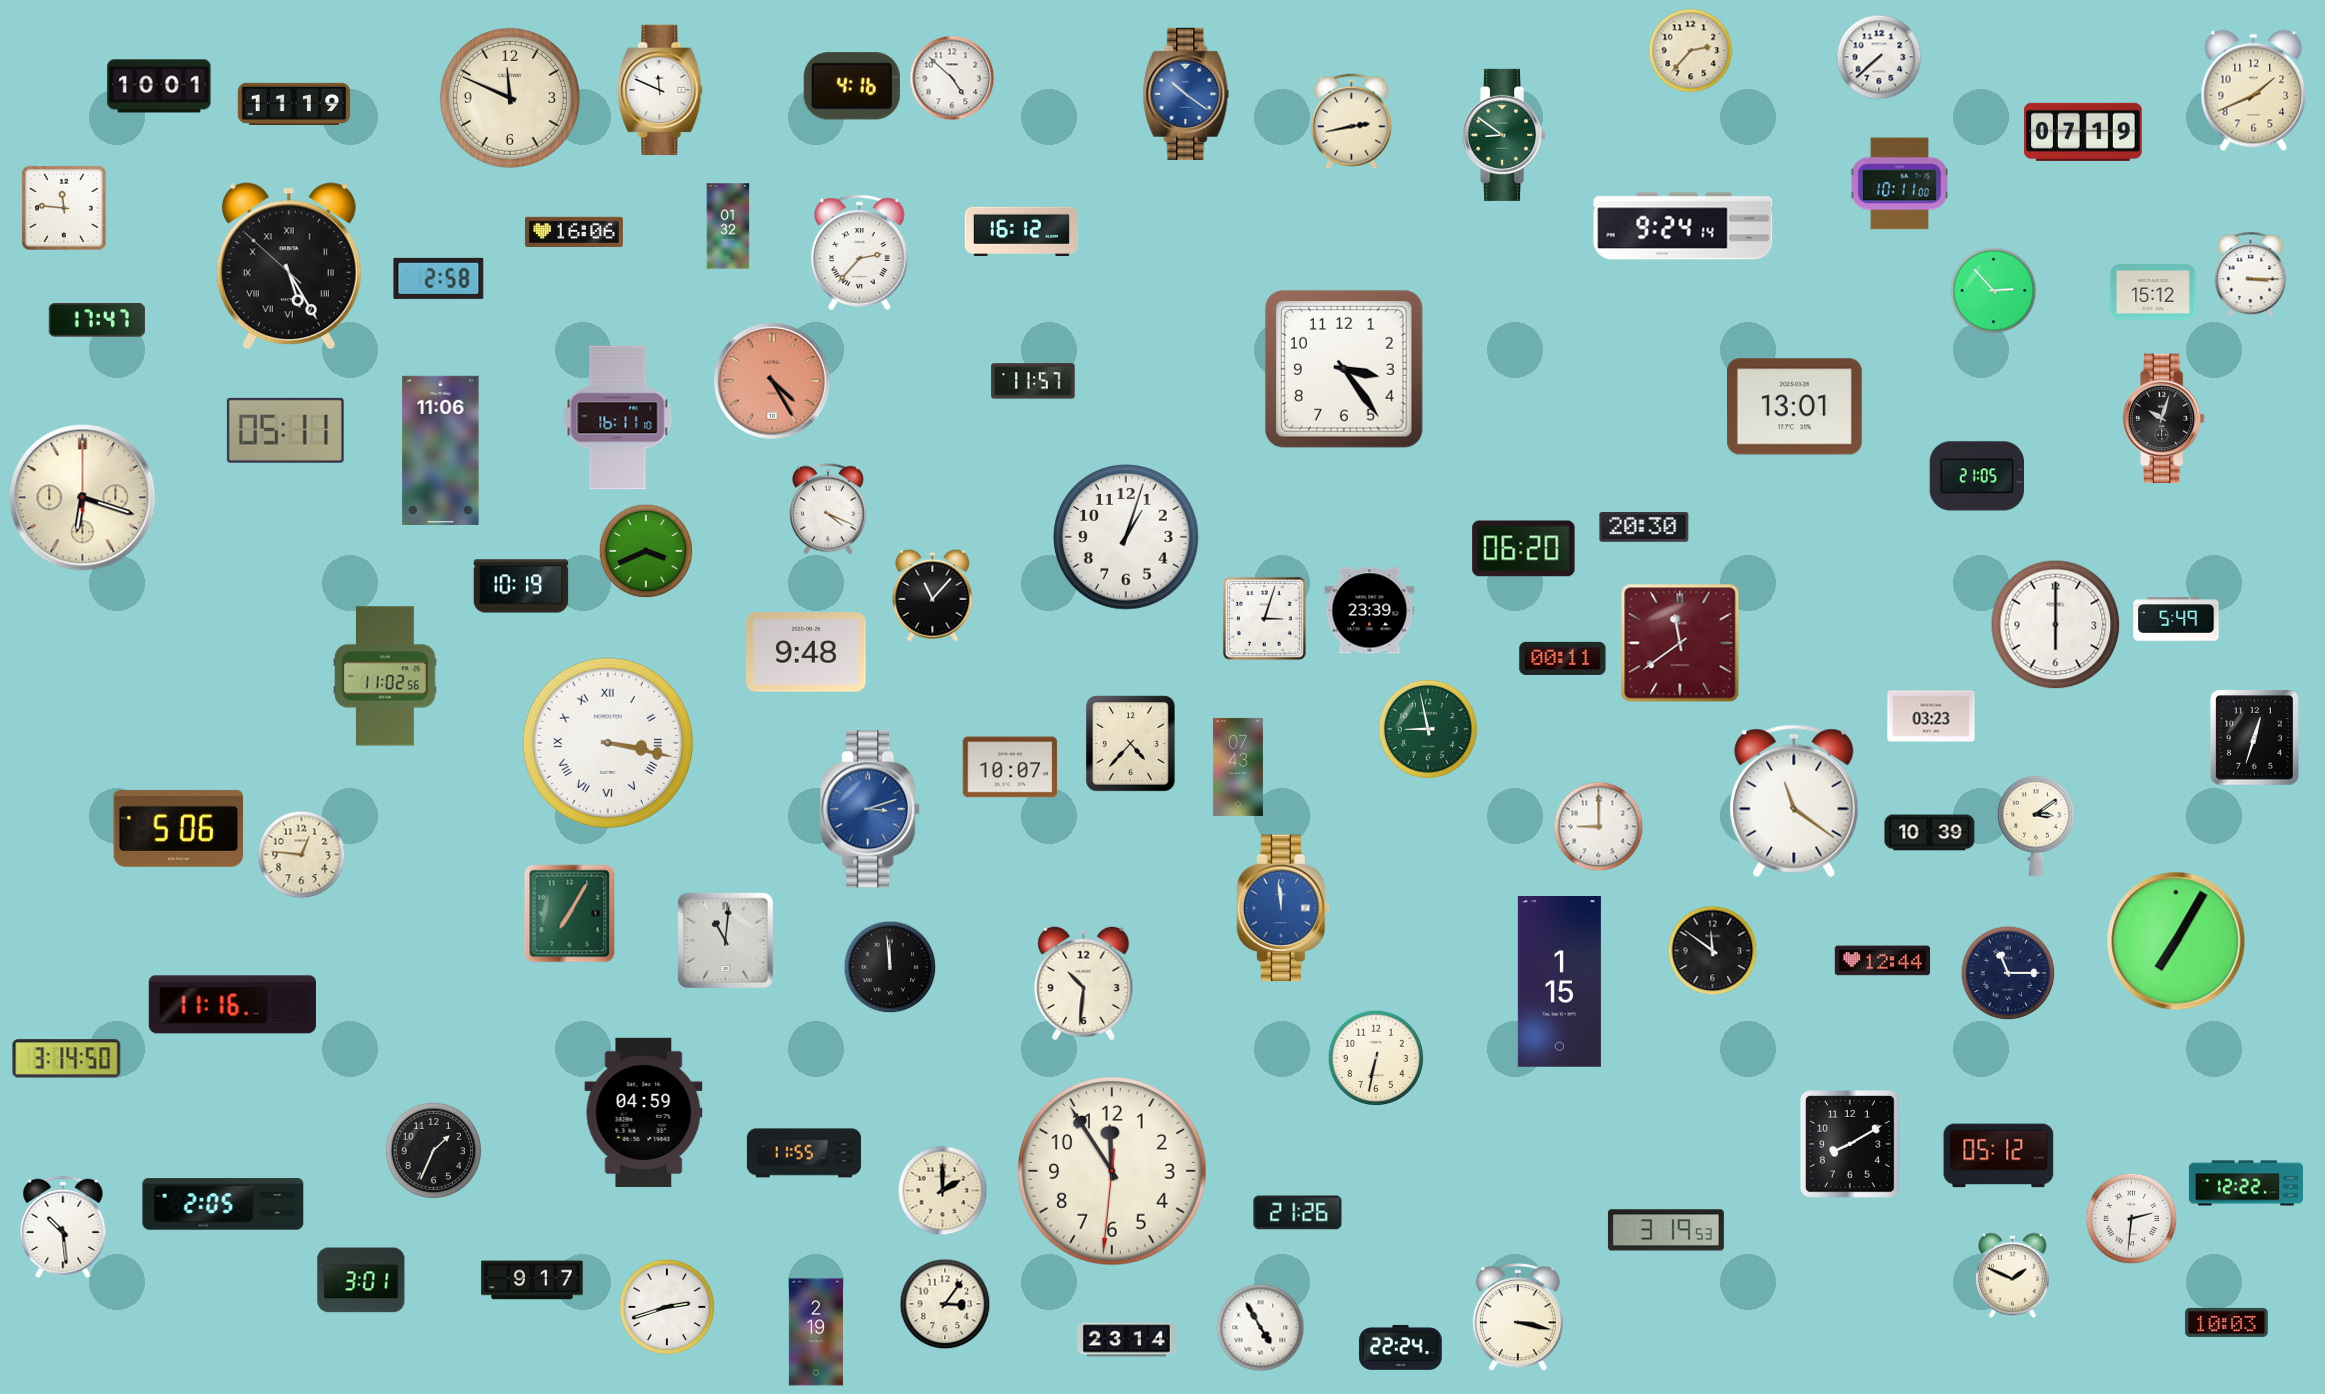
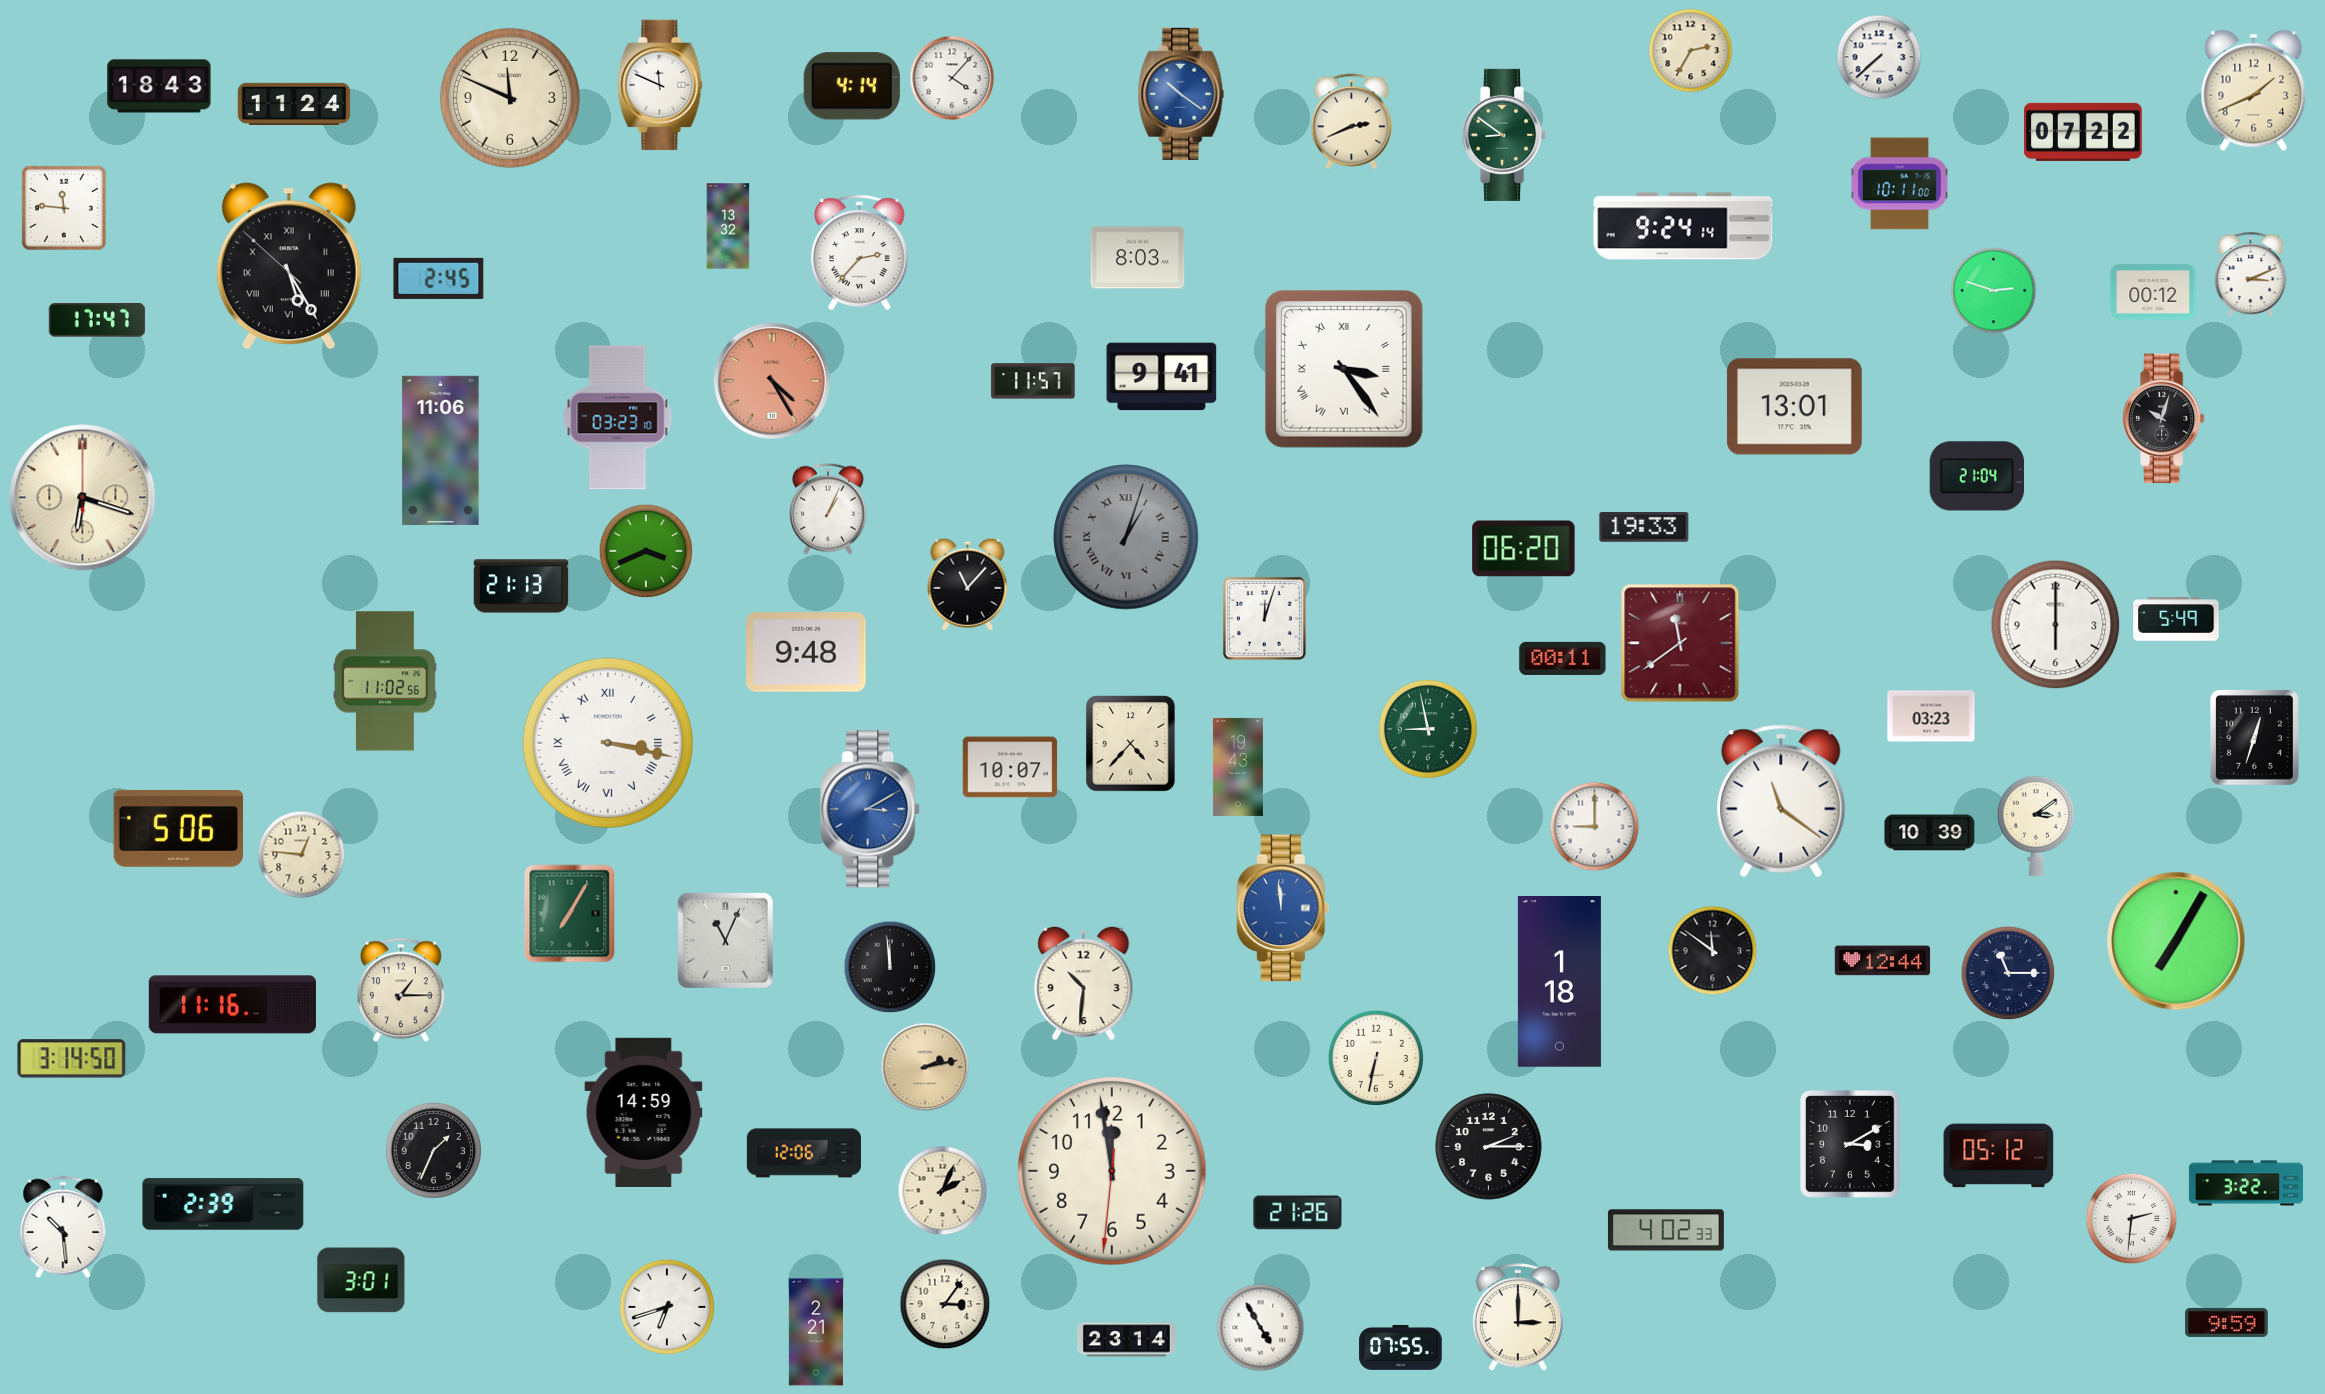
clock at (1691, 51): 2:37 -> 2:35
clock at (952, 78): 4:52 -> 4:07
clock at (159, 86): 10:01 -> 18:43
clock at (852, 86): 4:16 -> 4:14
clock at (660, 90) position: (660, 90) -> (660, 85)
clock at (1186, 94) position: (1186, 94) -> (1181, 94)
clock at (294, 103): 11:19 -> 11:24
clock at (1351, 122): 2:43 -> 2:41
clock at (2084, 132): 07:19 -> 07:22
clock at (728, 226): 01:32 -> 13:32
clock at (574, 231): 16:06 -> none
clock at (1022, 231): 16:12 -> none
clock at (1138, 258): none -> 8:03
clock at (2251, 275): 3:15 -> 3:11
clock at (439, 278): 2:58 -> 2:45
clock at (1994, 291): 2:53 -> 2:48
clock at (2153, 292): 15:12 -> 00:12
clock at (1344, 369) numerals: Arabic -> Roman
clock at (1162, 377): none -> 9:41
clock at (618, 418): 16:11 -> 03:23
clock at (285, 430): 05:11 -> none
clock at (1977, 476): 21:05 -> 21:04
clock at (828, 509): 4:19 -> 1:04
clock at (1644, 527): 20:30 -> 19:33
clock at (1127, 538) dial: white -> grey
clock at (1127, 538) numerals: Arabic -> Roman
clock at (521, 586): 10:19 -> 21:13
clock at (933, 595) position: (933, 595) -> (968, 584)
clock at (1370, 611): 23:39 -> none
clock at (1264, 618): 3:03 -> 12:03
clock at (386, 676) position: (386, 676) -> (386, 681)
clock at (1238, 767): 07:43 -> 19:43
clock at (1794, 801) position: (1794, 801) -> (1781, 801)
clock at (871, 809): 3:12 -> 3:10
clock at (1599, 827) position: (1599, 827) -> (1595, 827)
clock at (725, 940): 11:01 -> 11:04
clock at (1559, 982): 1:15 -> 1:18
clock at (402, 990): none -> 1:15
clock at (67, 1059) position: (67, 1059) -> (72, 1059)
clock at (925, 1067): none -> 2:13
clock at (644, 1112): 04:59 -> 14:59
clock at (1850, 1144): 8:10 -> 3:10
clock at (1489, 1147): none -> 2:15
clock at (804, 1153): 11:55 -> 12:06
clock at (1112, 1171): 11:54 -> 11:58
clock at (2245, 1183): 12:22 -> 3:22
clock at (943, 1191): 2:00 -> 2:04
clock at (223, 1204): 2:05 -> 2:39
clock at (1666, 1230): 3:19 -> 4:02
clock at (2013, 1276): 1:49 -> none
clock at (532, 1280): 9:17 -> none
clock at (666, 1306): 2:42 -> 6:42
clock at (1518, 1318): 3:17 -> 3:00
clock at (2227, 1322): 10:03 -> 9:59
clock at (816, 1332): 2:19 -> 2:21
clock at (1401, 1347): 22:24 -> 07:55
